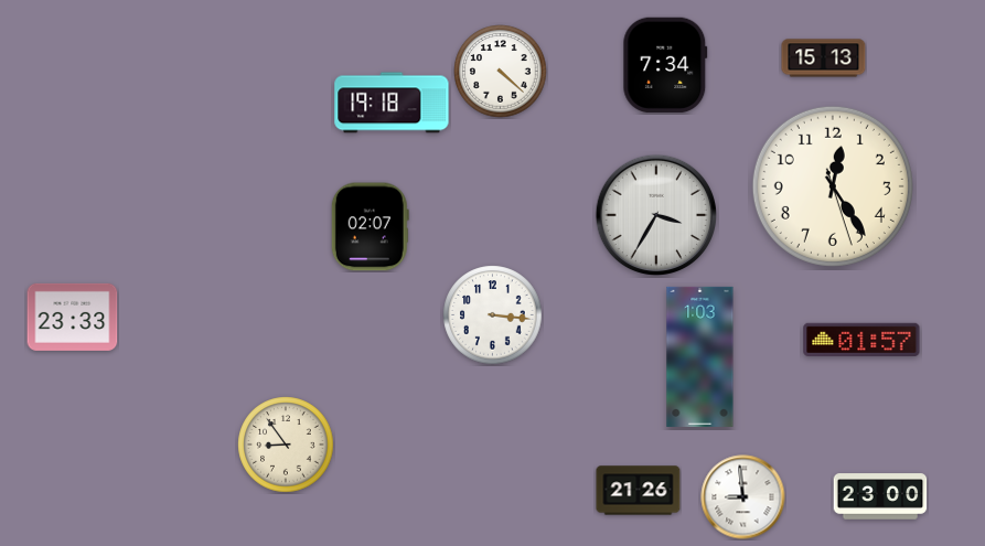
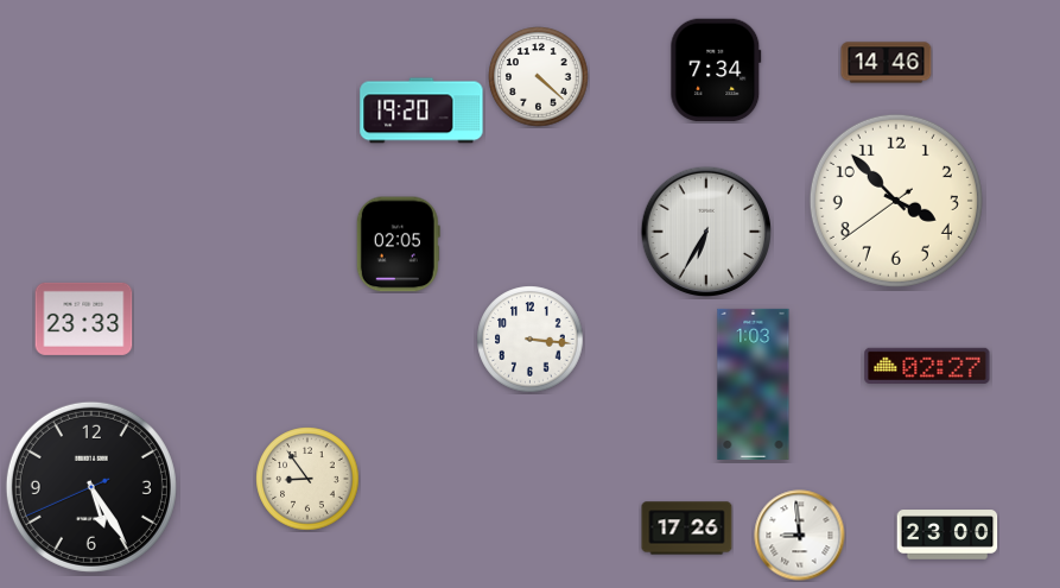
clock at (824, 58): 15:13 -> 14:46
clock at (392, 103): 19:18 -> 19:20
clock at (833, 186): 12:24 -> 3:52
clock at (656, 215): 3:35 -> 6:35
clock at (370, 227): 02:07 -> 02:05
clock at (73, 317) position: (73, 317) -> (84, 318)
clock at (861, 340): 01:57 -> 02:27
clock at (91, 487): none -> 5:24
clock at (639, 491): 21:26 -> 17:26
